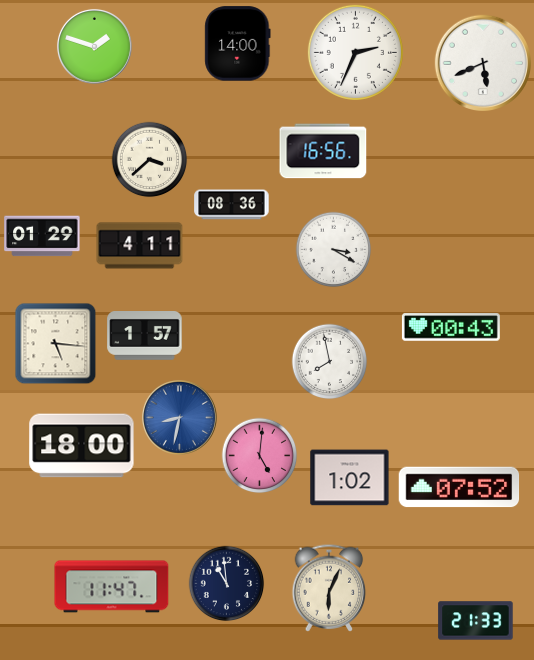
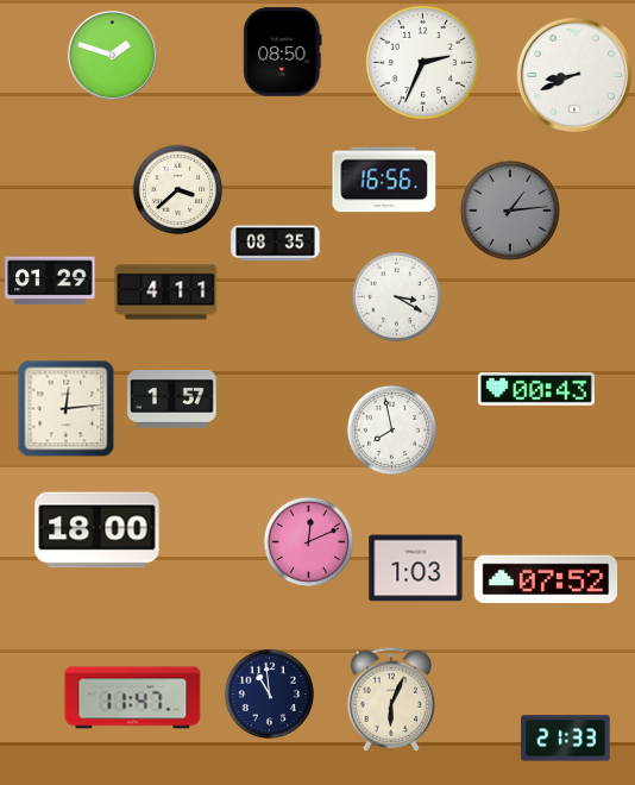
clock at (238, 44): 14:00 -> 08:50
clock at (482, 62): 5:41 -> 8:41
clock at (509, 209): none -> 1:14
clock at (232, 205): 08:36 -> 08:35
clock at (56, 344): 5:16 -> 12:14
clock at (179, 417): 8:32 -> none
clock at (260, 456): 5:01 -> 12:11
clock at (350, 478): 1:02 -> 1:03
